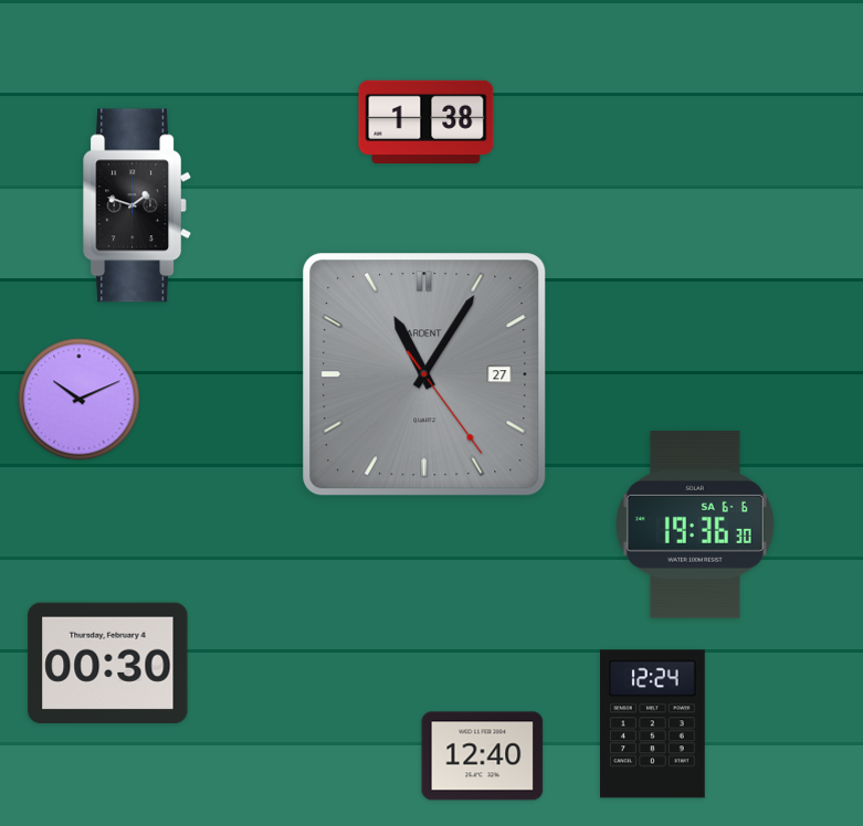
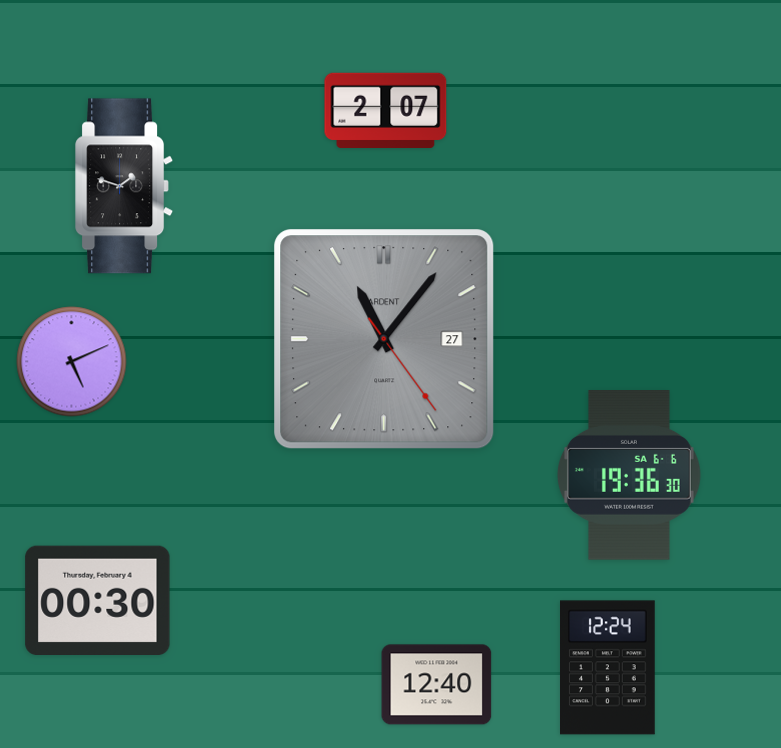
clock at (427, 121): 1:38 -> 2:07
clock at (424, 374): 11:05 -> 11:06
clock at (80, 400): 10:11 -> 5:11
clock at (653, 724) position: (653, 724) -> (608, 668)
